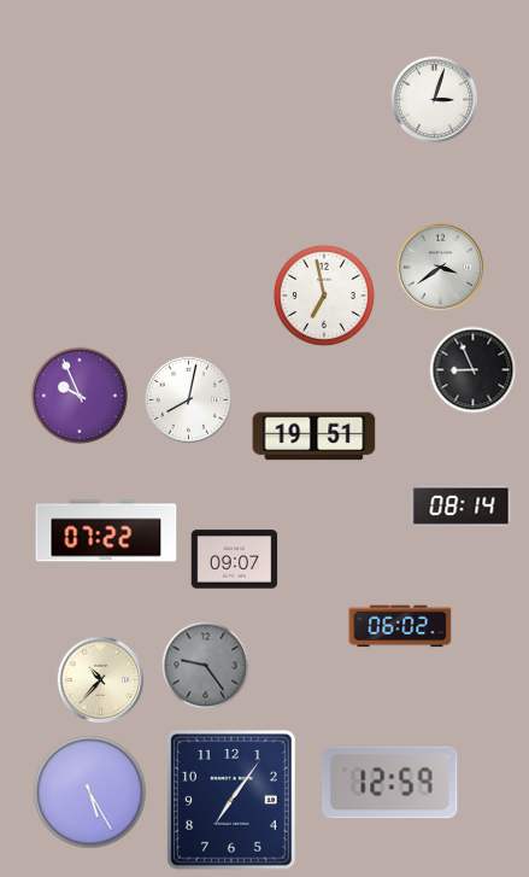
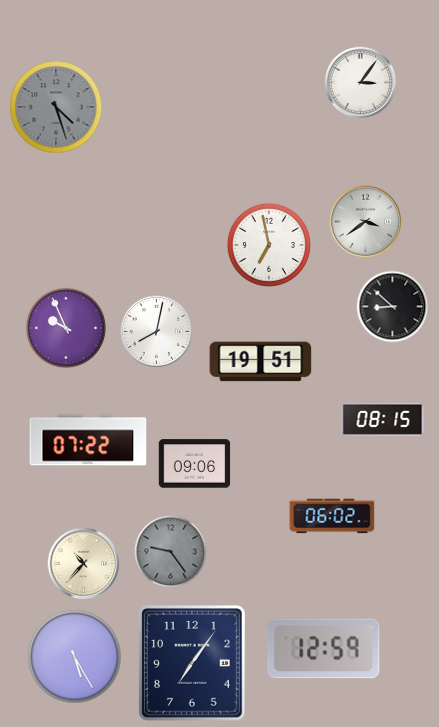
clock at (435, 100): 3:03 -> 3:06
clock at (56, 107): none -> 4:27
clock at (474, 370): 8:56 -> 8:52
clock at (462, 505): 08:14 -> 08:15
clock at (235, 560): 09:07 -> 09:06
clock at (400, 626) position: (400, 626) -> (332, 516)
